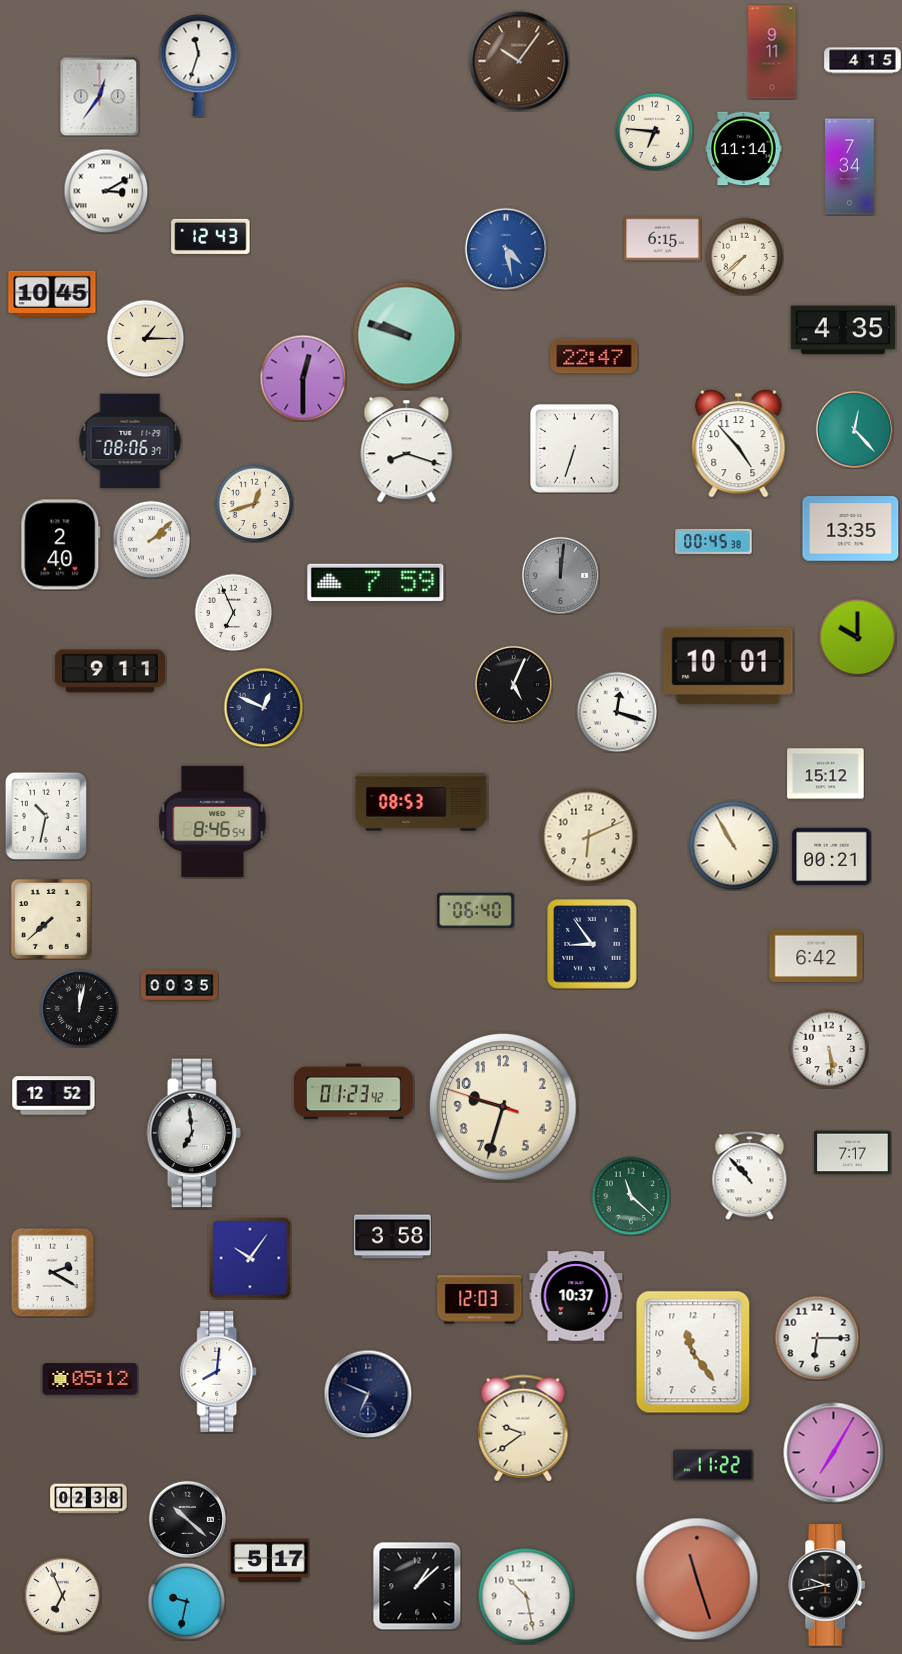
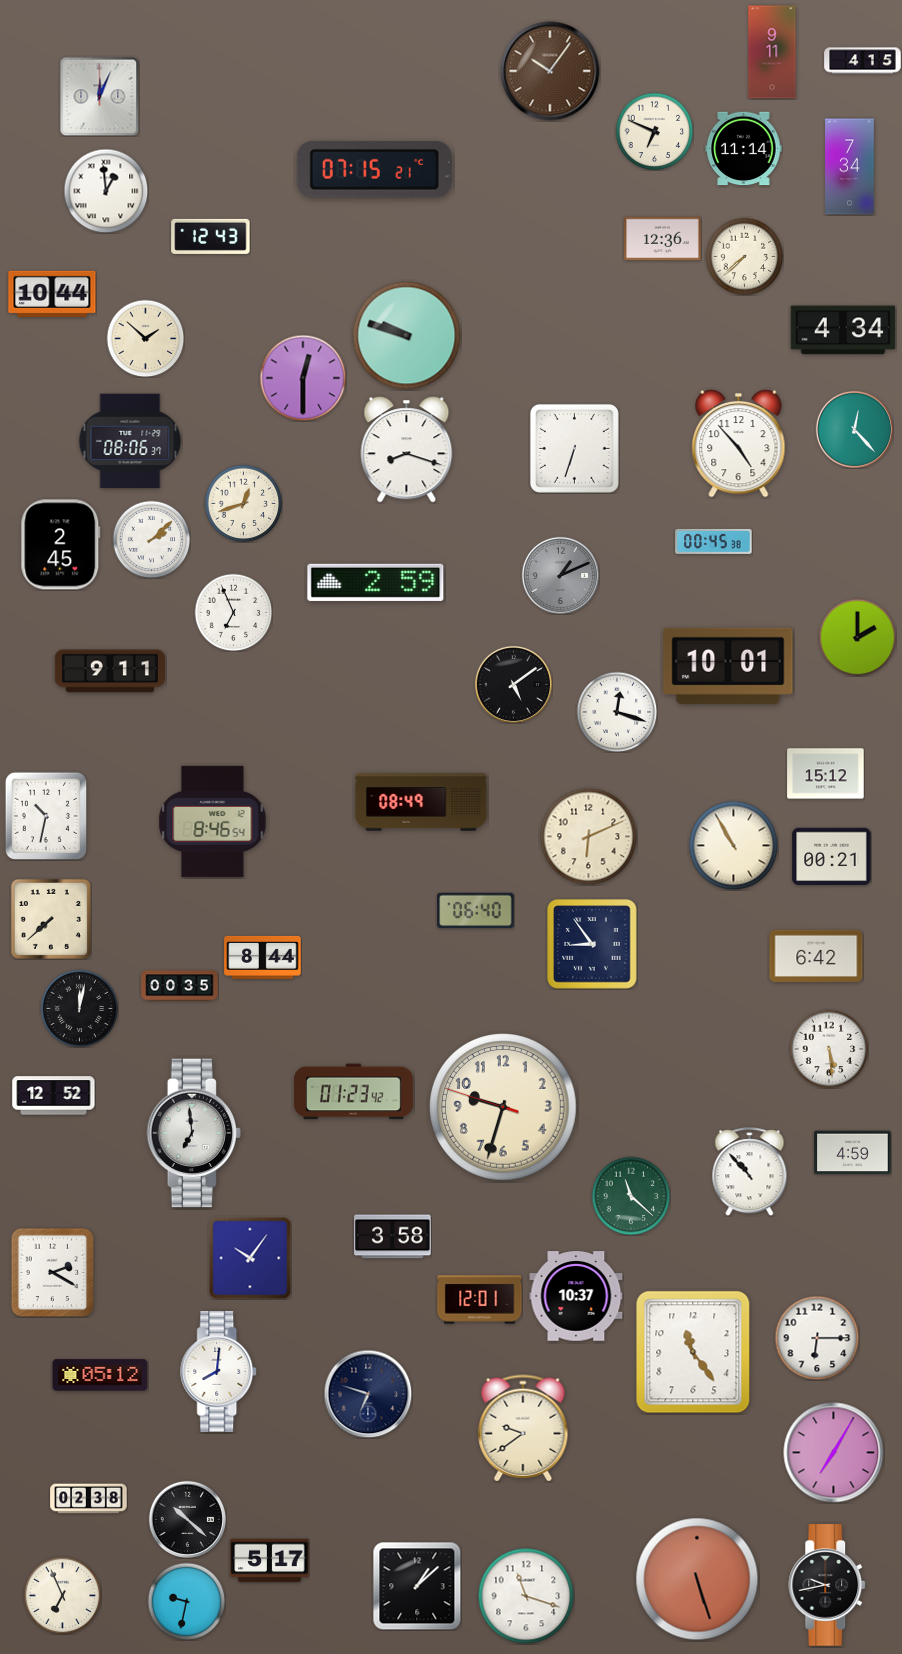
clock at (519, 61) position: (519, 61) -> (550, 71)
clock at (199, 66): 11:33 -> none
clock at (99, 96): 12:36 -> 12:04
clock at (654, 131): 6:46 -> 6:49
clock at (374, 169): none -> 07:15
clock at (106, 191): 3:10 -> 12:59
clock at (663, 239): 6:15 -> 12:36
clock at (506, 249): 4:28 -> none
clock at (52, 294): 10:45 -> 10:44
clock at (843, 330): 4:35 -> 4:34
clock at (145, 338): 1:15 -> 1:52
clock at (594, 356): 22:47 -> none
clock at (254, 503) position: (254, 503) -> (243, 503)
clock at (851, 529): 13:35 -> none
clock at (61, 545): 2:40 -> 2:45
clock at (560, 575): 12:01 -> 1:11
clock at (376, 582): 7:59 -> 2:59
clock at (857, 637): 10:00 -> 2:00
clock at (513, 684): 5:04 -> 5:09
clock at (263, 707): 12:49 -> none
clock at (421, 802): 08:53 -> 08:49
clock at (263, 957): none -> 8:44
clock at (853, 1153): 7:17 -> 4:59
clock at (750, 1176) position: (750, 1176) -> (750, 1172)
clock at (480, 1300): 12:03 -> 12:01
clock at (90, 1379) position: (90, 1379) -> (100, 1375)
clock at (368, 1394): 6:49 -> 6:48
clock at (713, 1465): 11:22 -> none
clock at (697, 1579): 11:27 -> 5:27
clock at (526, 1596): 10:28 -> 11:18
